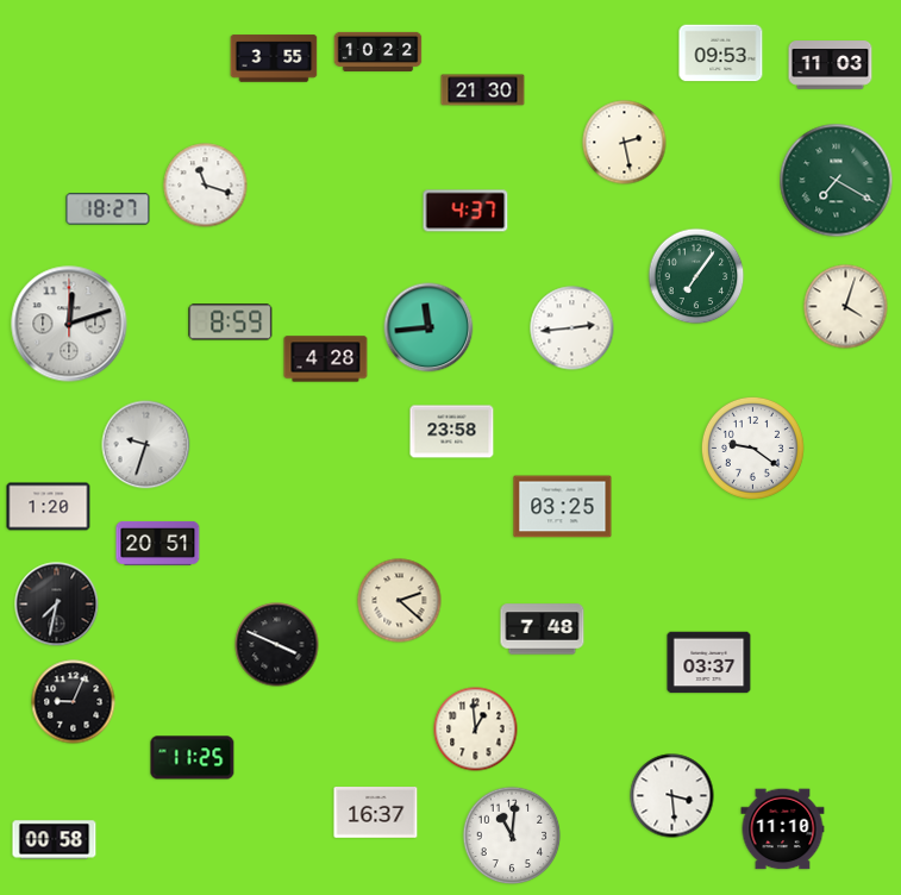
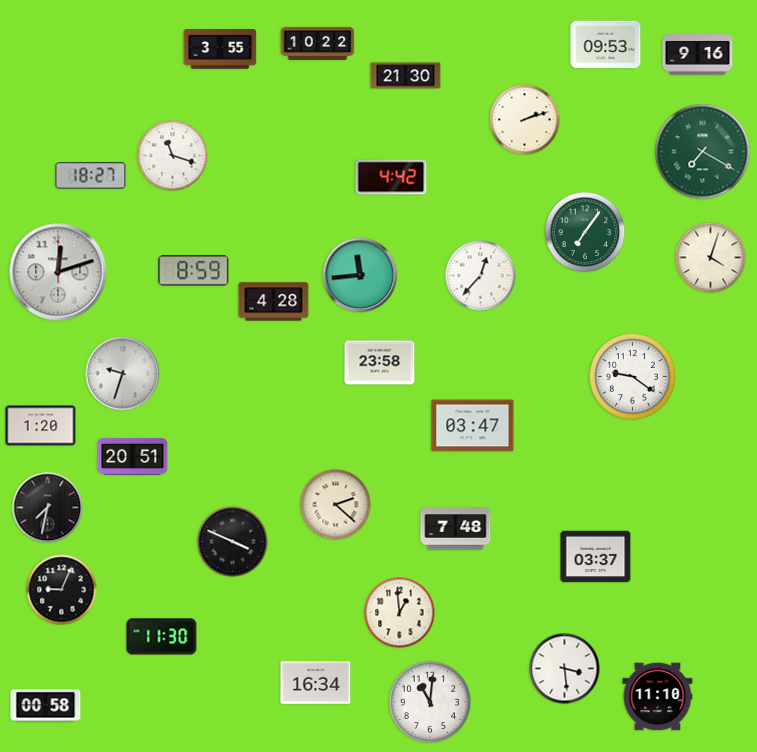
clock at (274, 58) position: (274, 58) -> (220, 49)
clock at (831, 65): 11:03 -> 9:16
clock at (625, 143): 2:28 -> 2:12
clock at (465, 211): 4:37 -> 4:42
clock at (572, 328): 2:44 -> 12:37
clock at (563, 507): 03:25 -> 03:47
clock at (193, 758): 11:25 -> 11:30
clock at (376, 813): 16:37 -> 16:34
